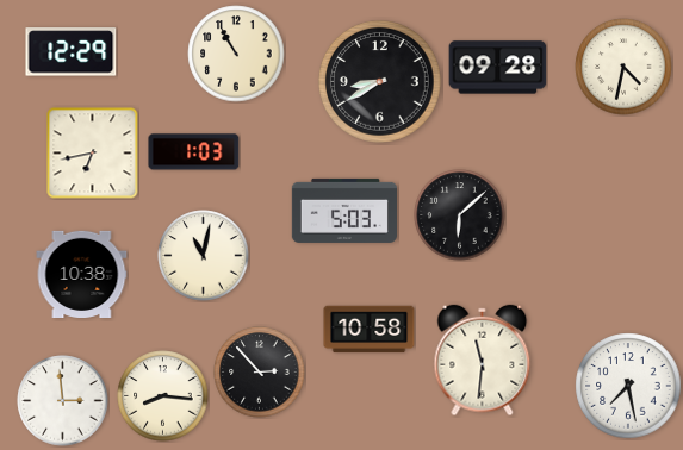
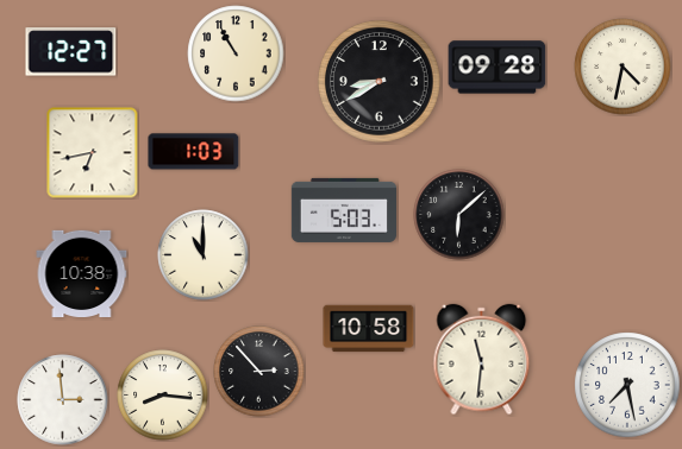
clock at (72, 52): 12:29 -> 12:27
clock at (204, 256): 11:02 -> 11:00
